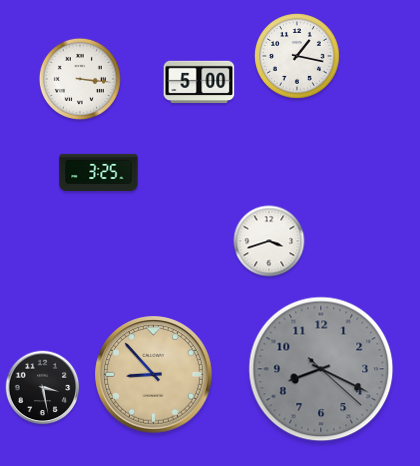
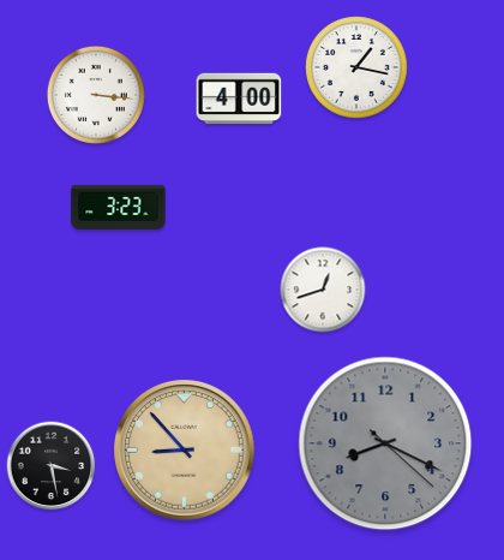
clock at (199, 82): 5:00 -> 4:00
clock at (99, 172): 3:25 -> 3:23
clock at (269, 241): 3:42 -> 12:42
